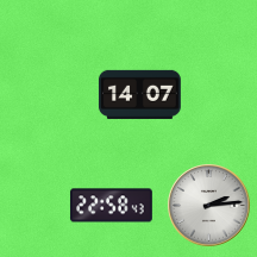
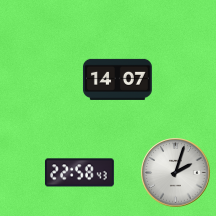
clock at (111, 206) position: (111, 206) -> (79, 173)
clock at (209, 206): 2:14 -> 2:03
